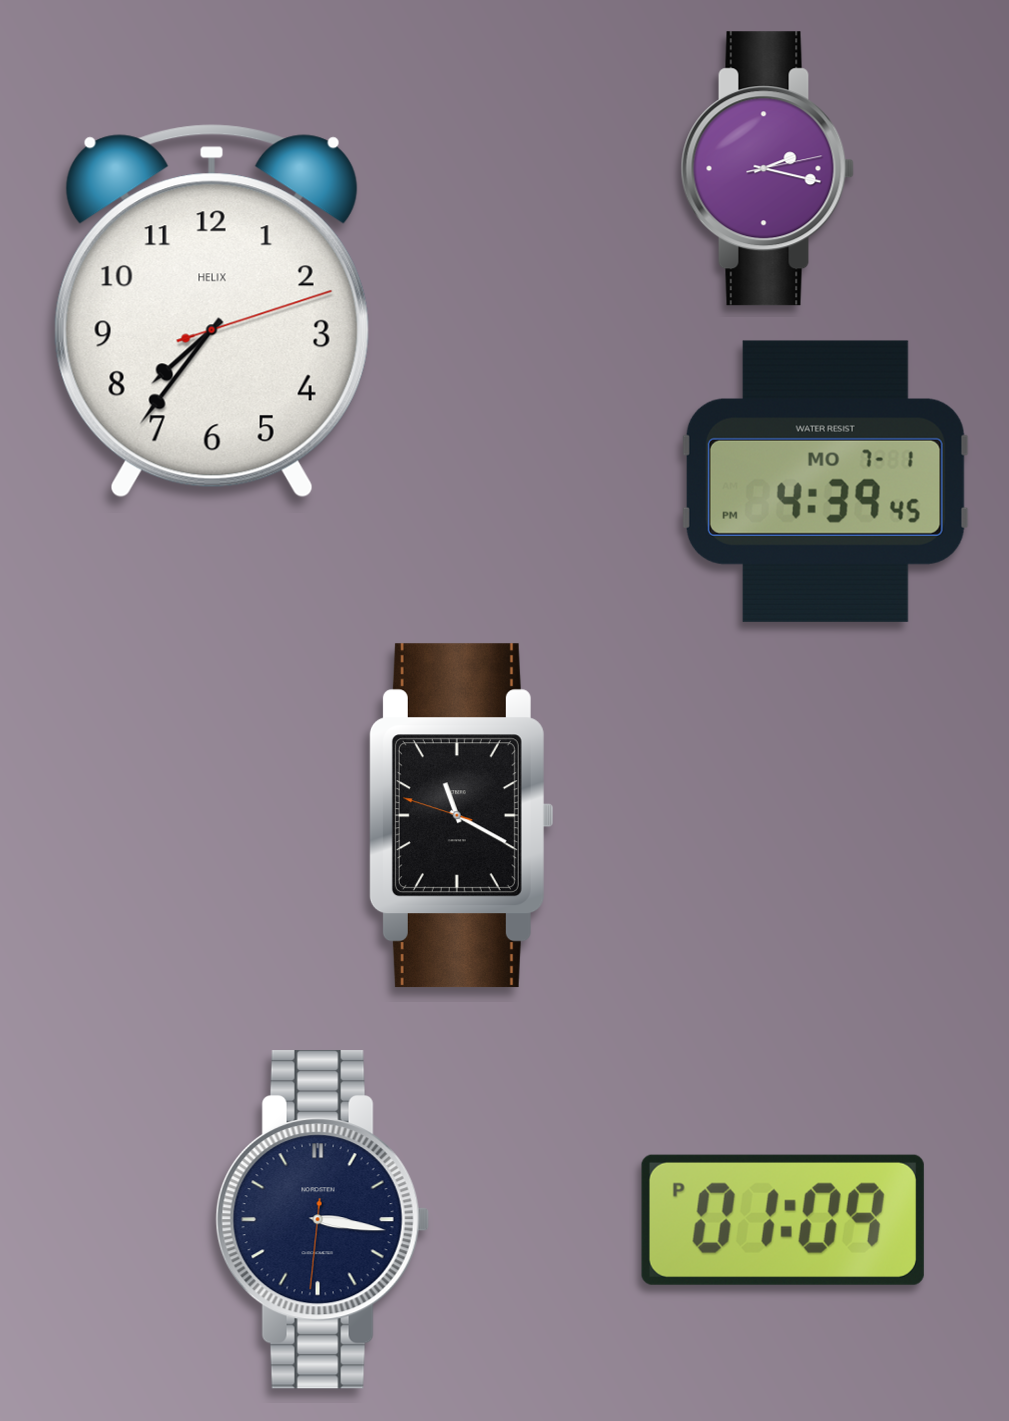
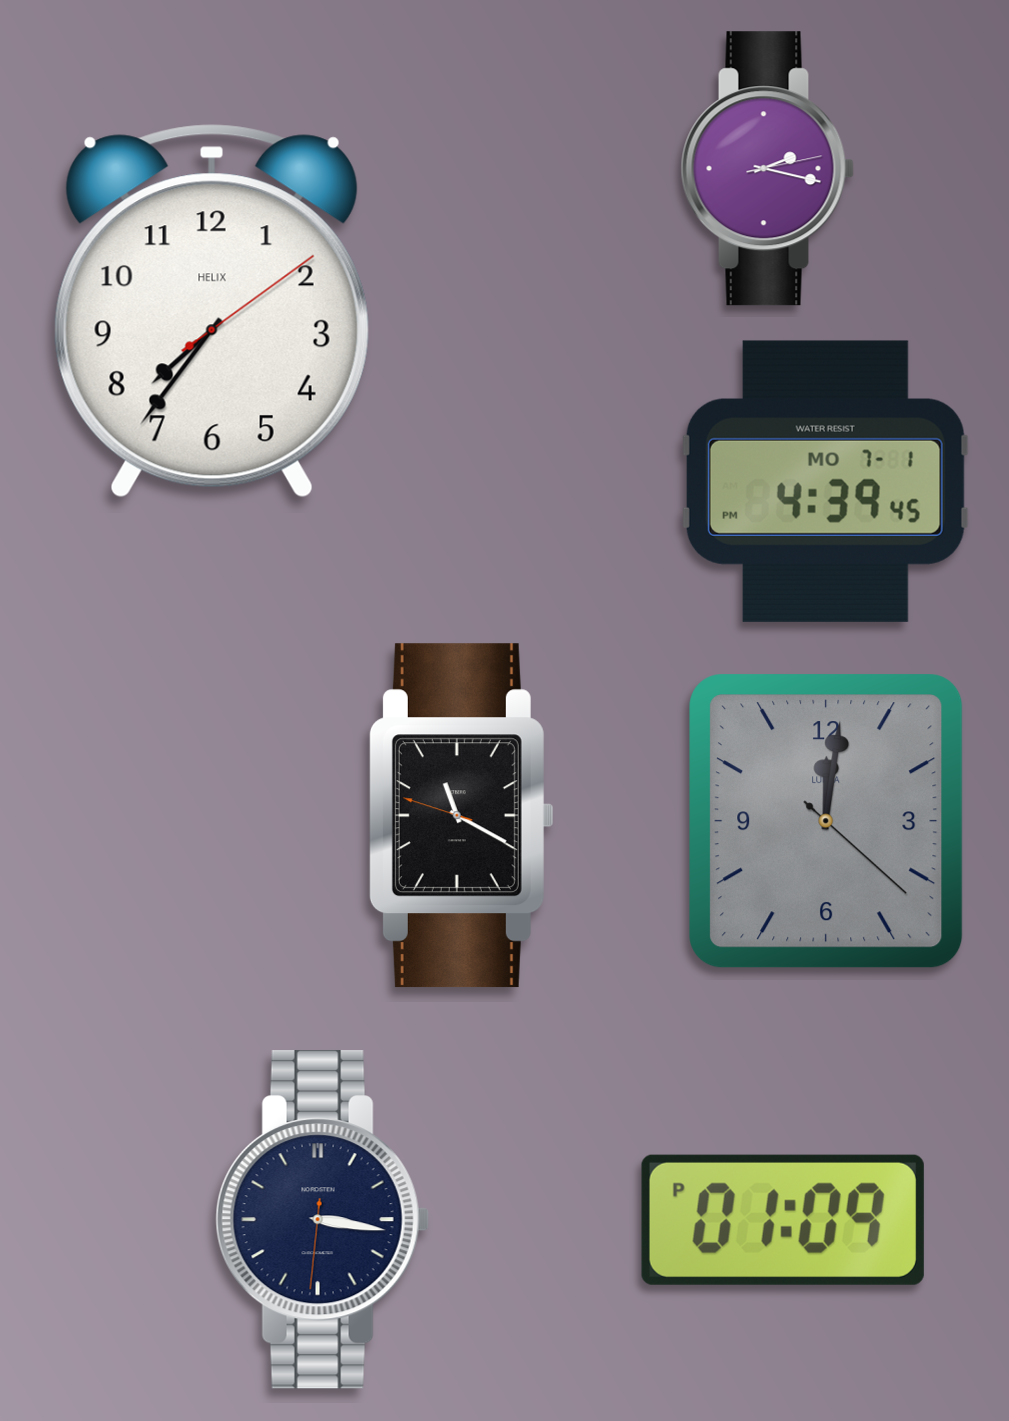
clock at (212, 311): 7:36:12 -> 7:36:09
clock at (826, 821): none -> 12:01
